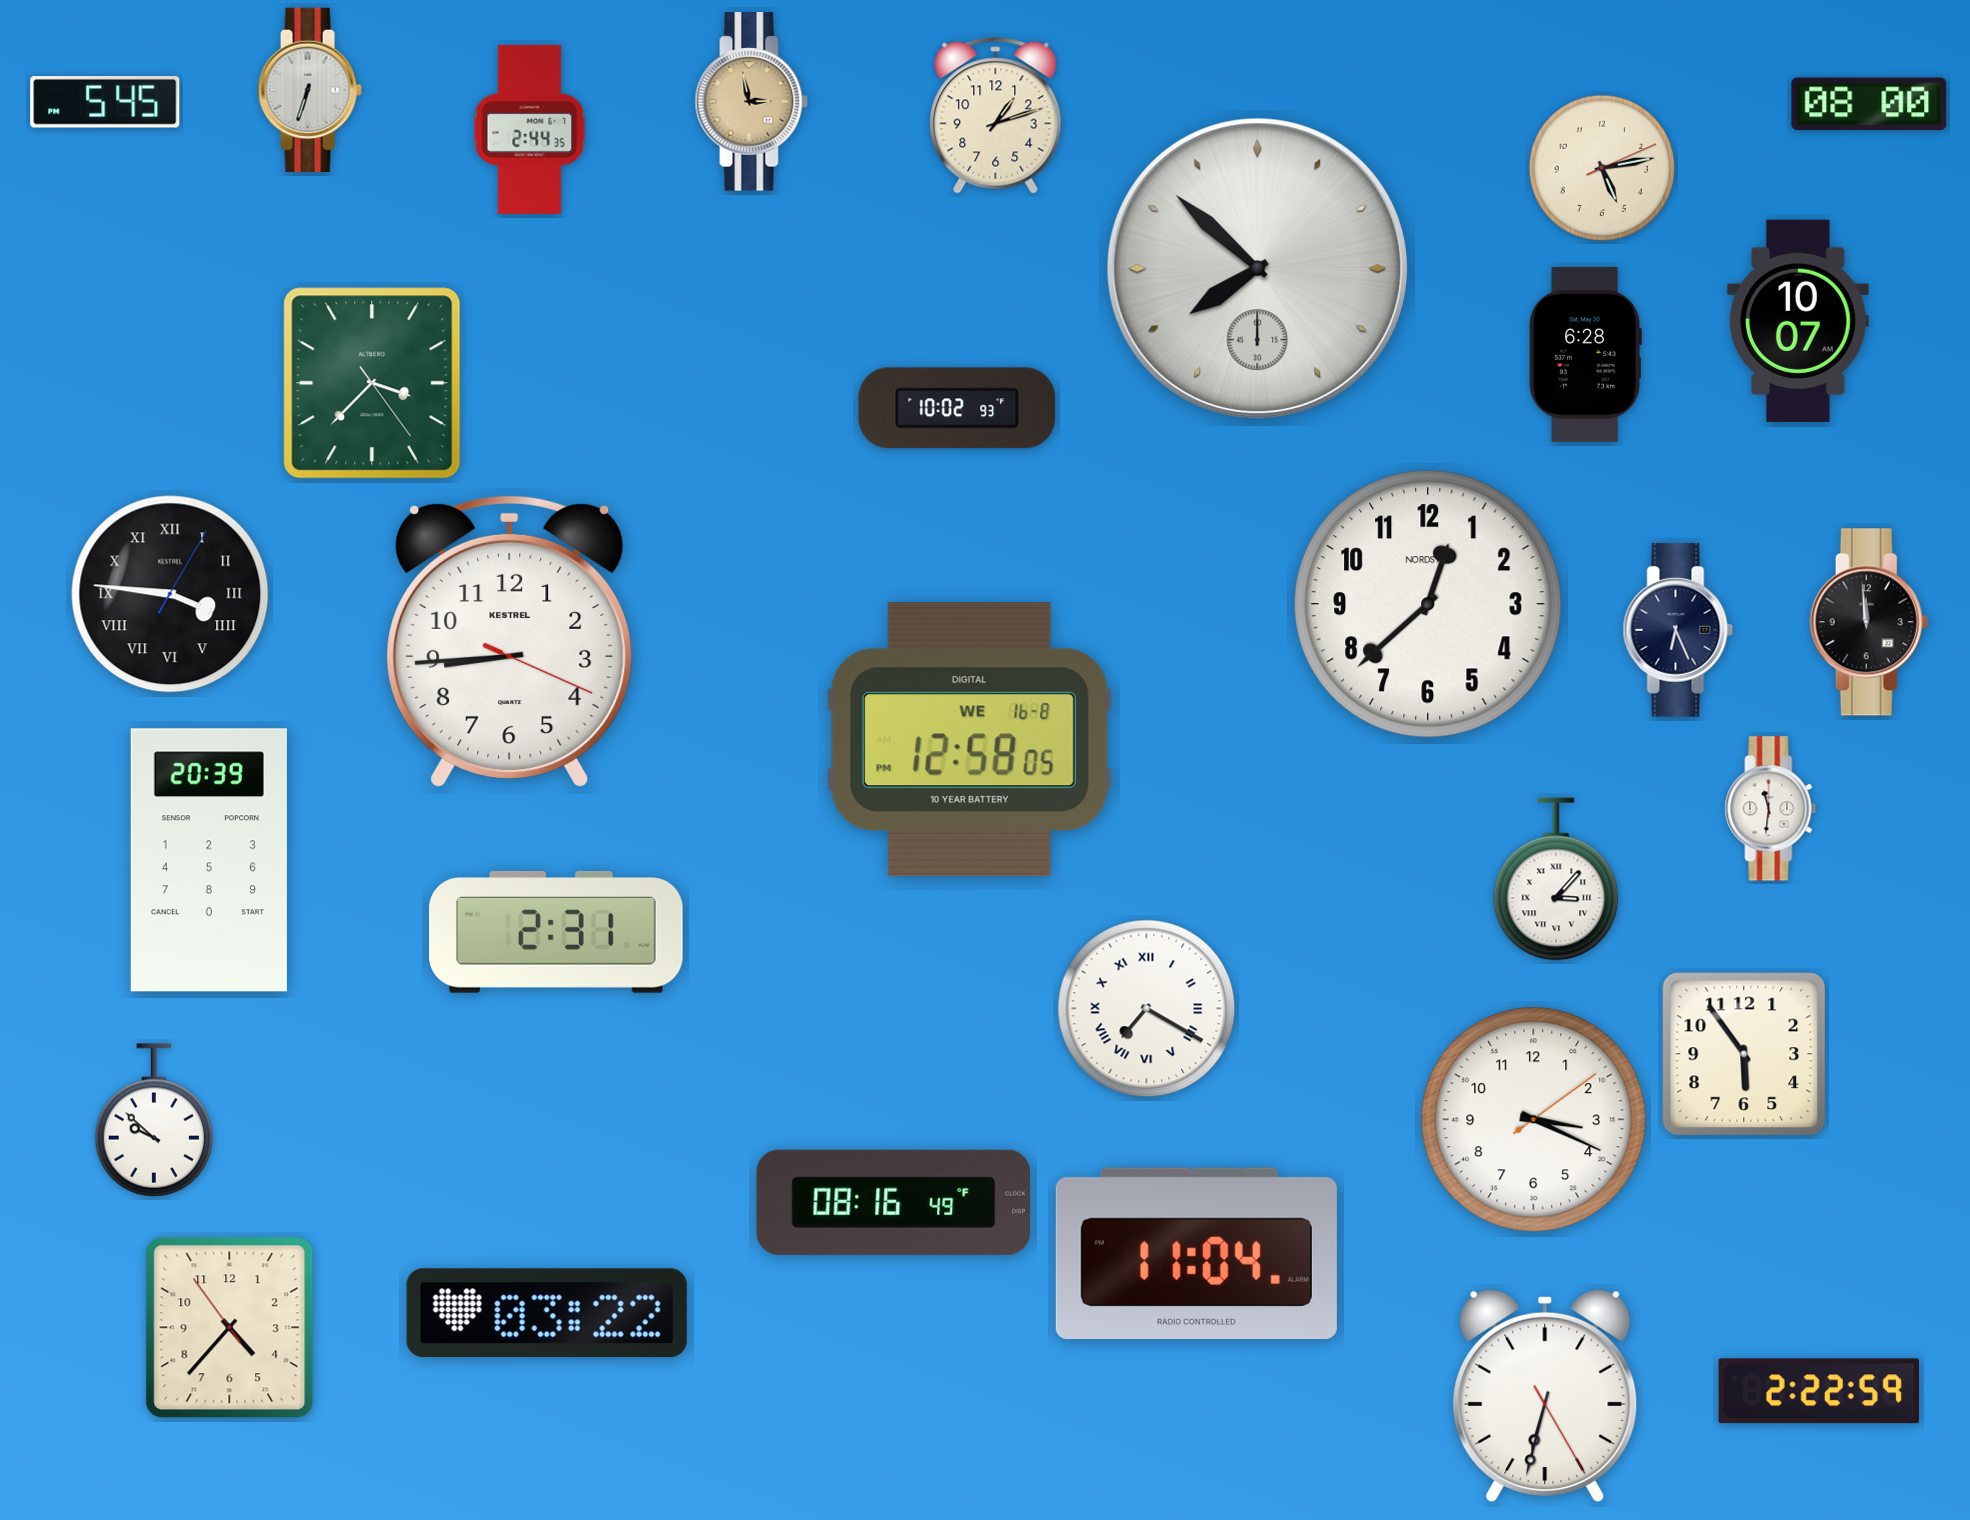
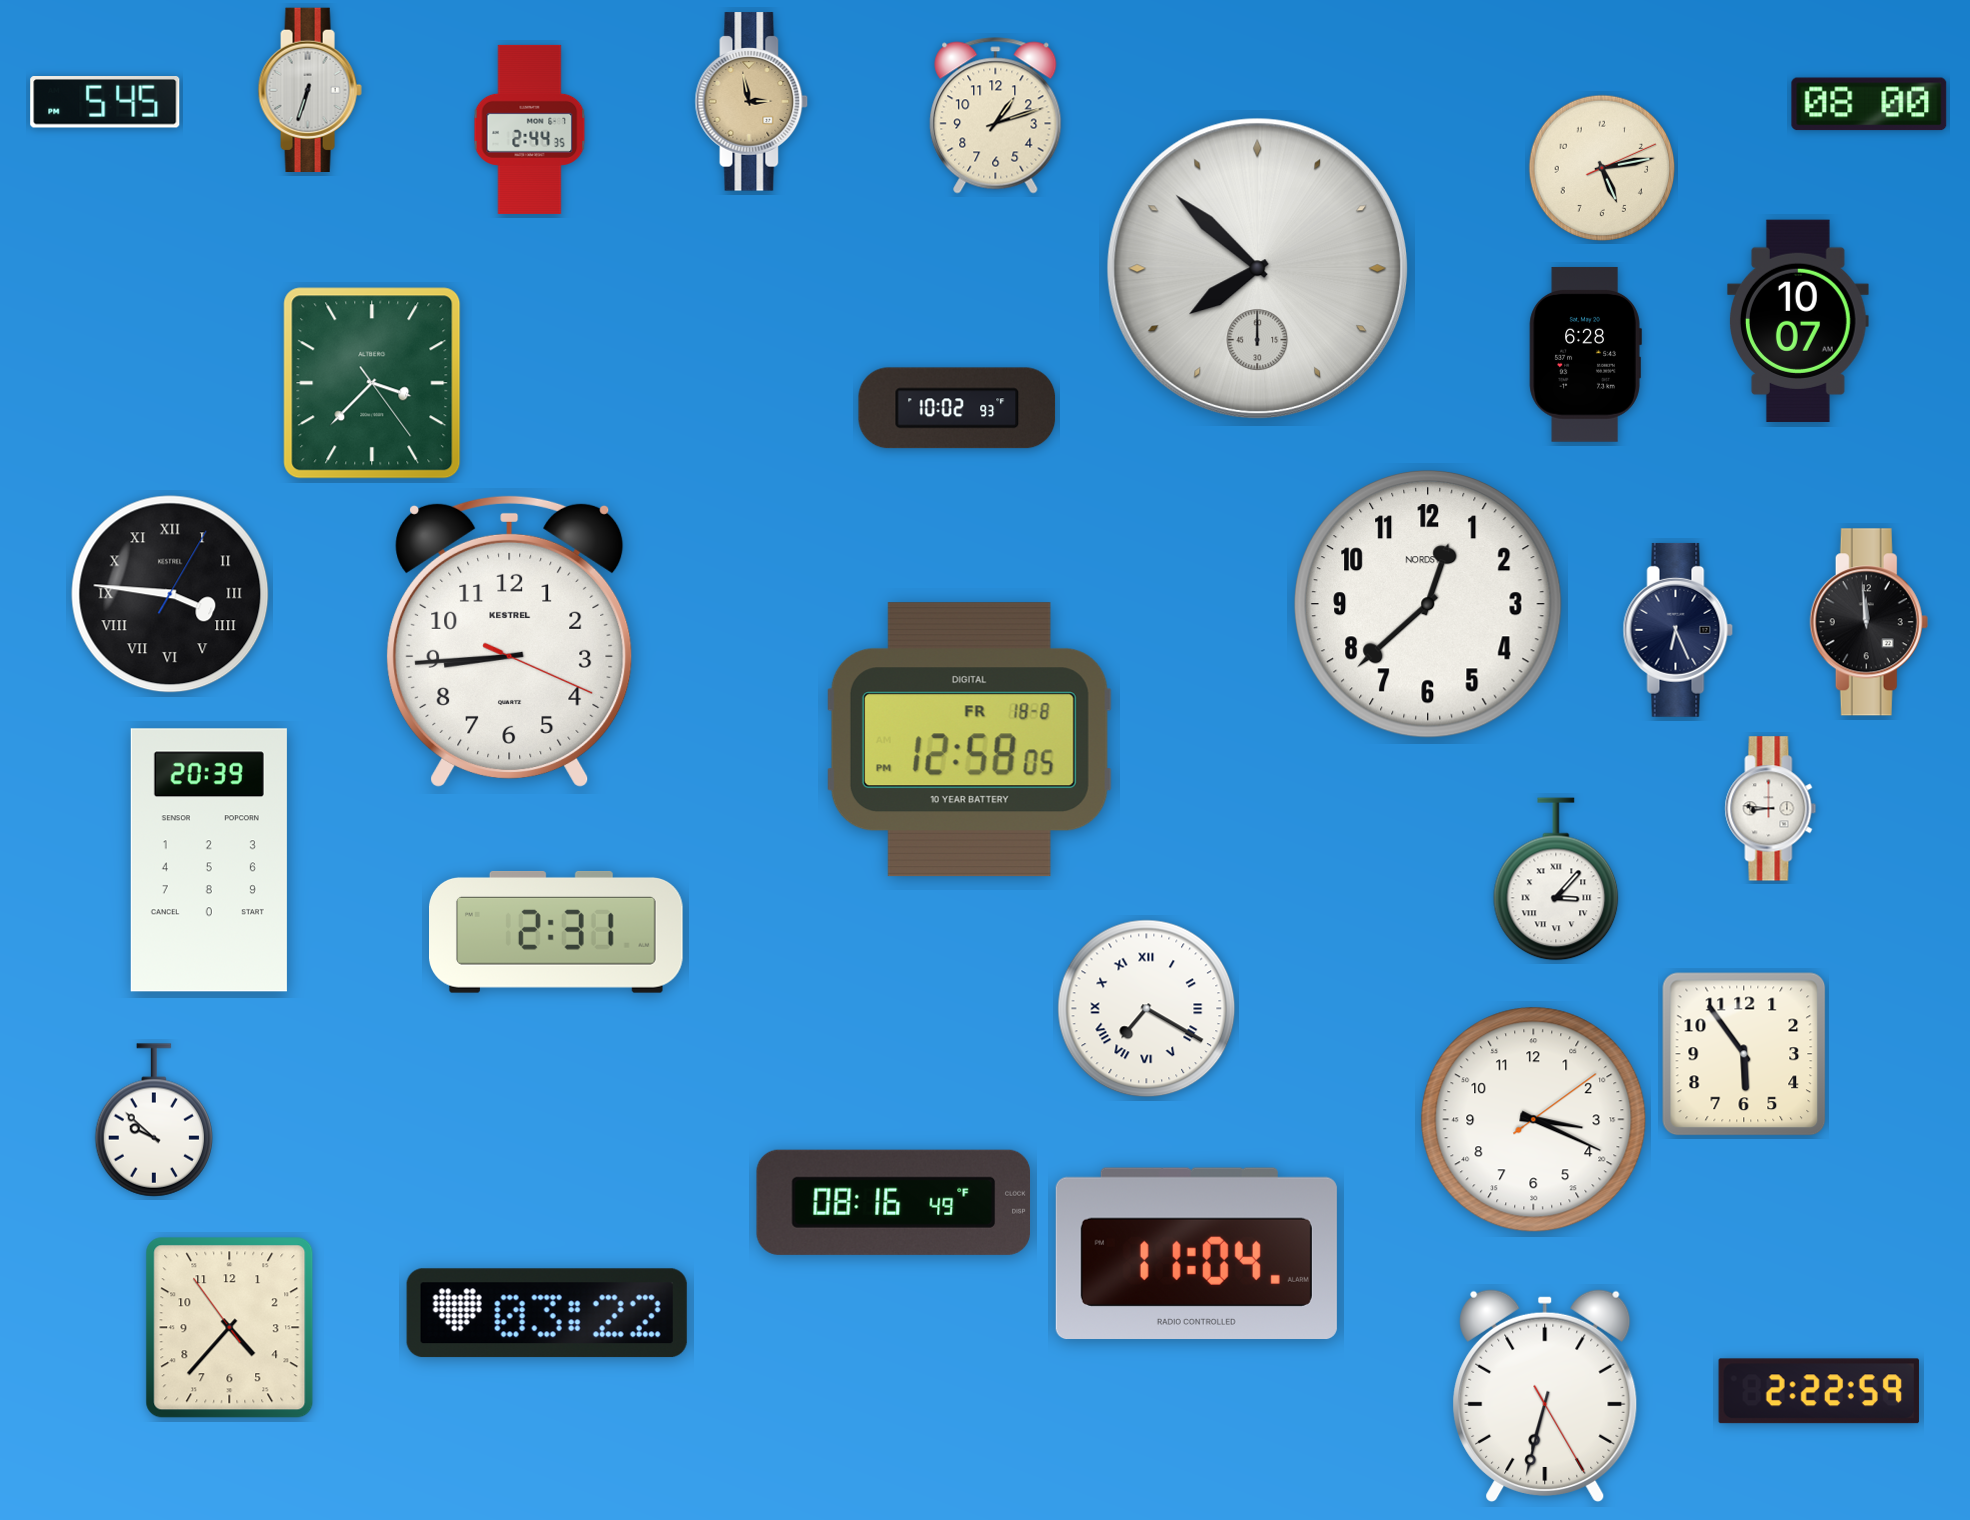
clock at (969, 740) date: WE 16-8 -> FR 18-8
clock at (1771, 809): 11:31 -> 8:46
